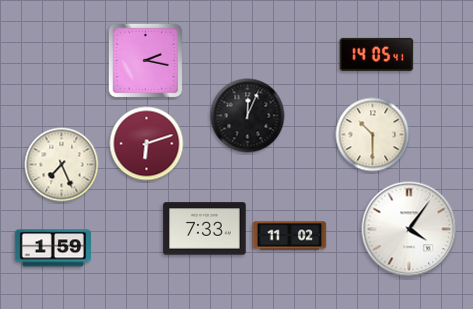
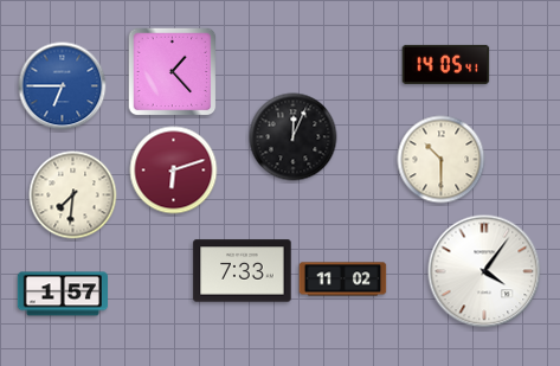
clock at (146, 61): 2:17 -> 1:23
clock at (63, 86): none -> 6:45
clock at (62, 165): 7:26 -> 7:31
clock at (52, 248): 1:59 -> 1:57
